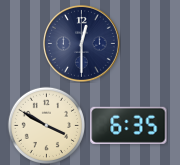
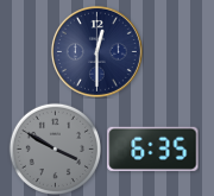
clock at (46, 125) dial: cream -> grey
